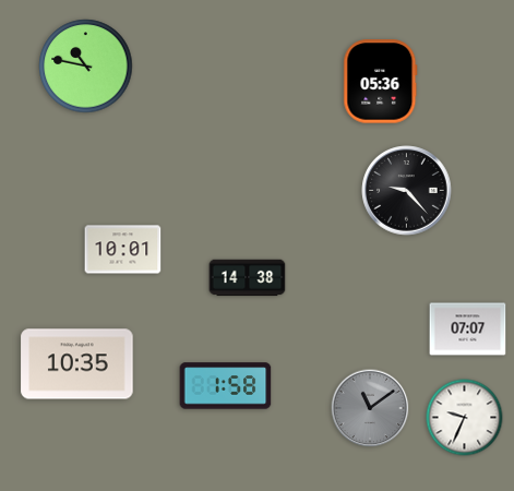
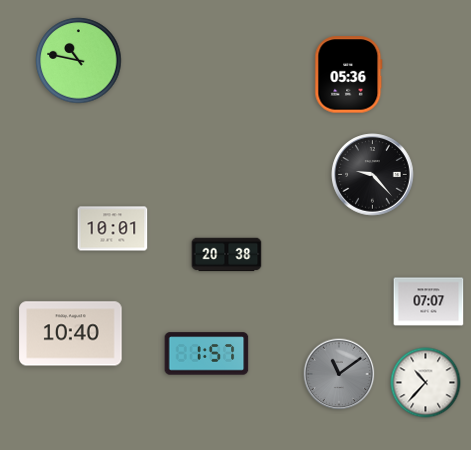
clock at (248, 278): 14:38 -> 20:38
clock at (77, 364): 10:35 -> 10:40
clock at (226, 386): 1:58 -> 1:57
clock at (465, 418): 9:34 -> 10:37
